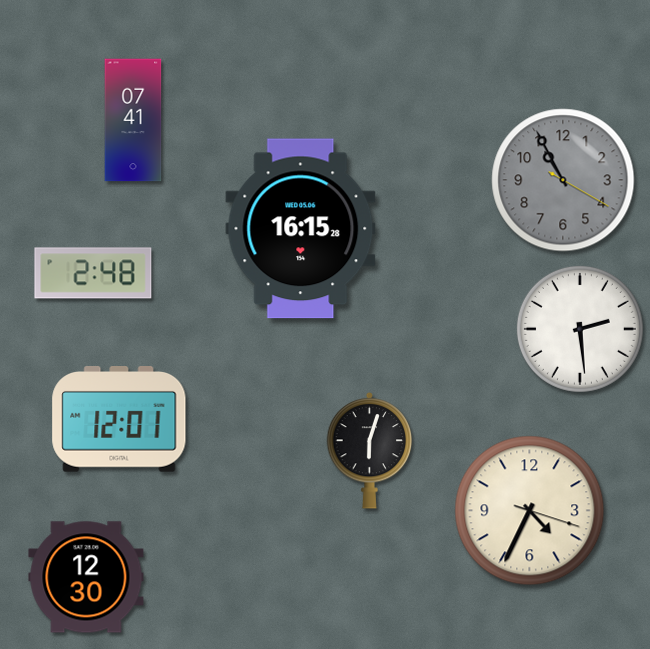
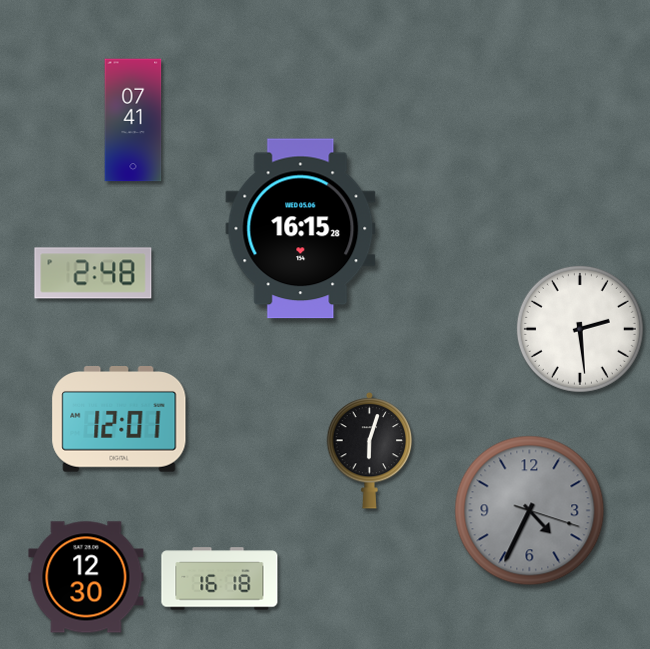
clock at (563, 180): 10:55 -> none
clock at (530, 511) dial: cream -> grey
clock at (220, 579): none -> 16:18
